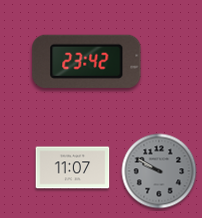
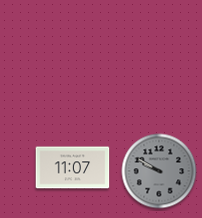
clock at (87, 61): 23:42 -> none
